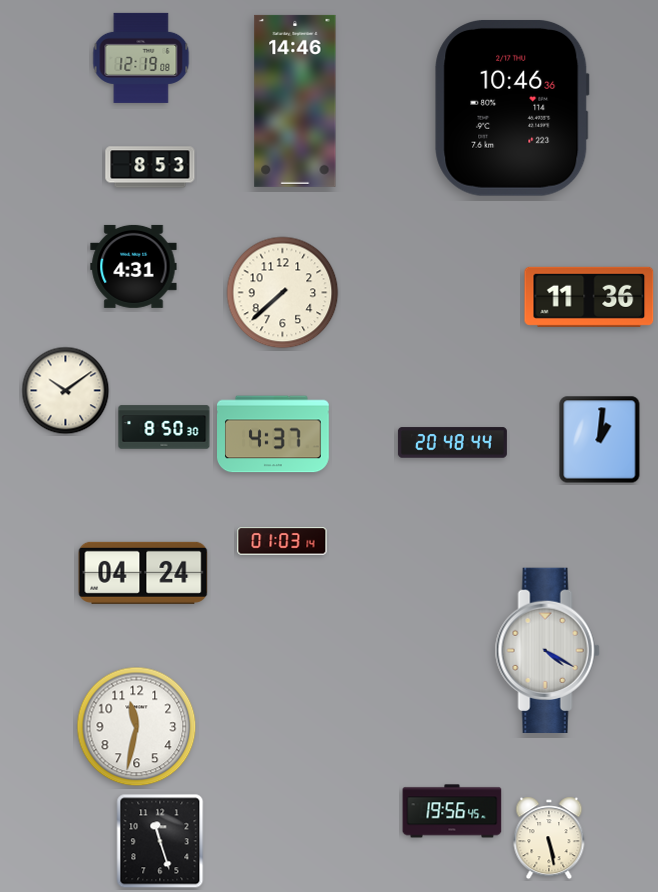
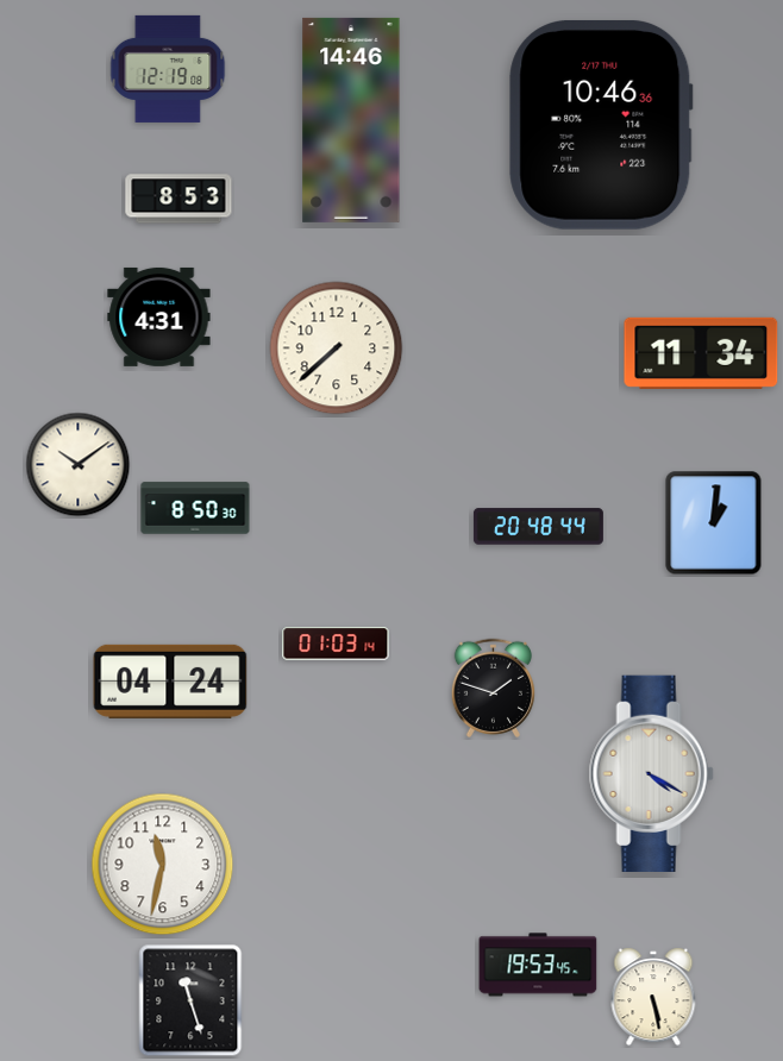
clock at (512, 108) position: (512, 108) -> (601, 125)
clock at (589, 297): 11:36 -> 11:34
clock at (274, 434): 4:37 -> none
clock at (493, 688): none -> 1:48
clock at (452, 811): 19:56 -> 19:53
